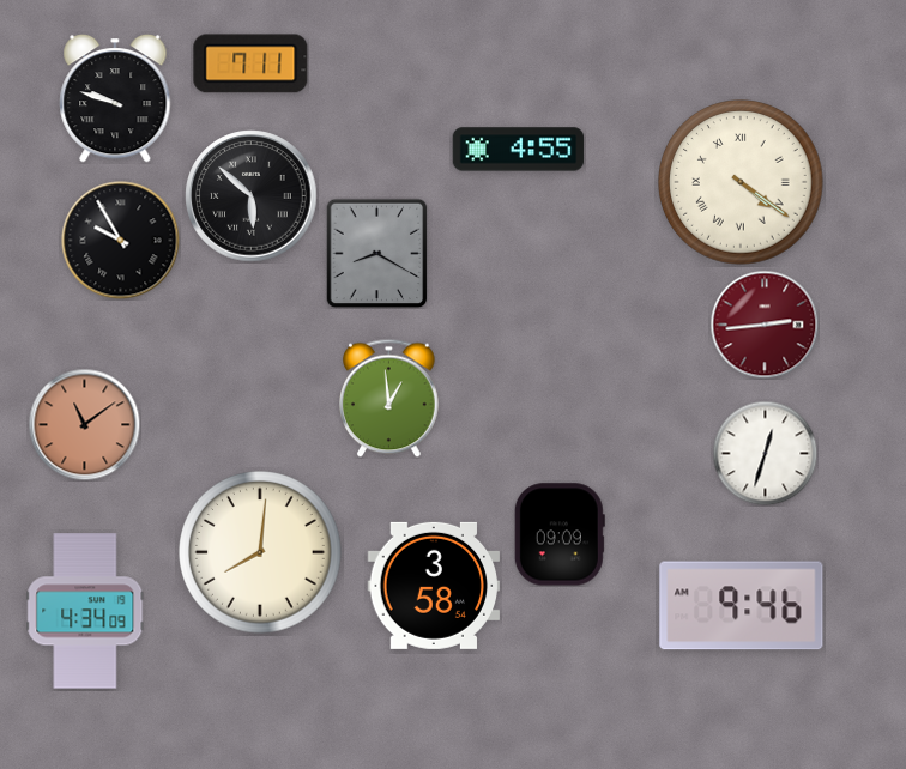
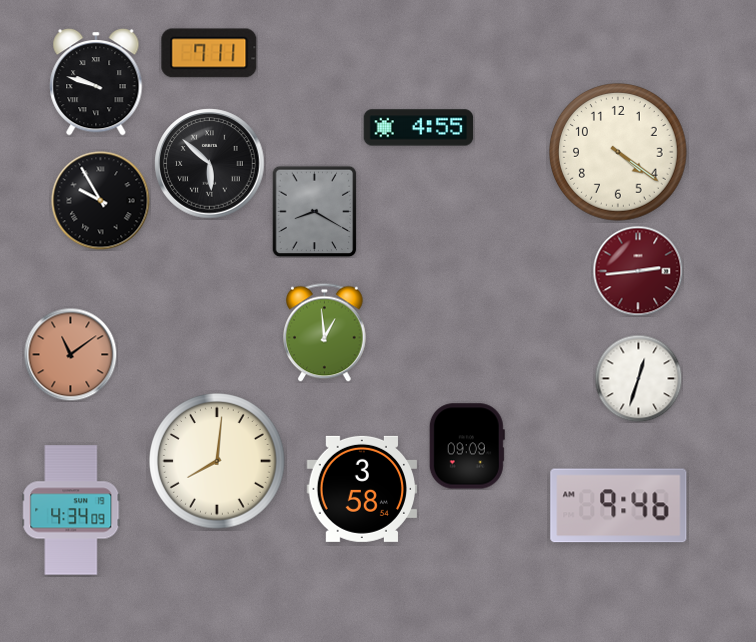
clock at (519, 150) position: (519, 150) -> (419, 128)
clock at (742, 183) numerals: Roman -> Arabic
